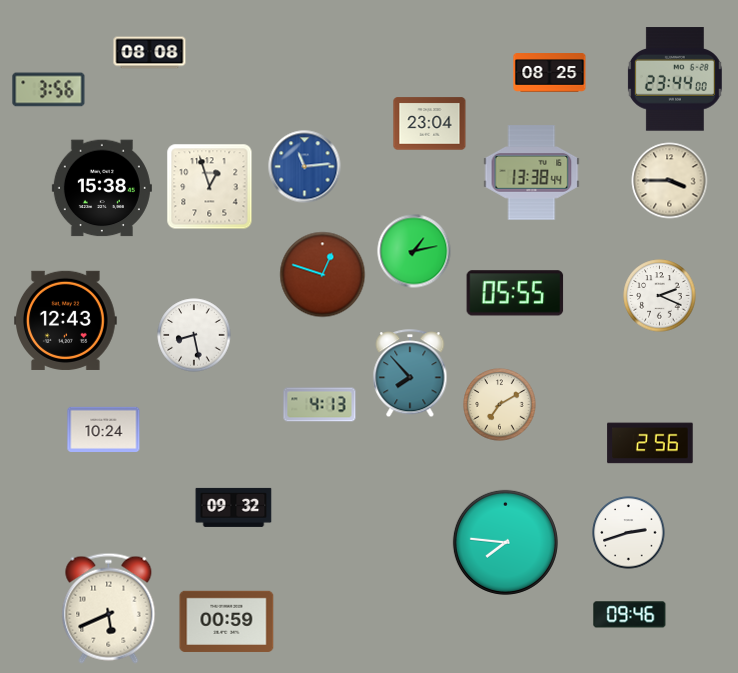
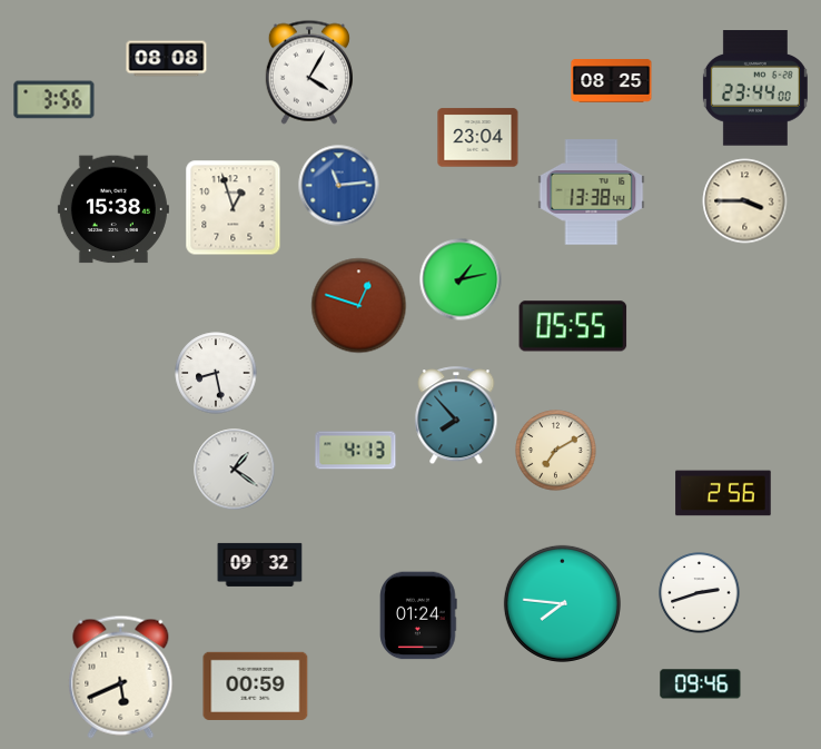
clock at (309, 72): none -> 4:05
clock at (675, 79) position: (675, 79) -> (755, 88)
clock at (660, 296): 2:19 -> none
clock at (66, 320): 12:43 -> none
clock at (235, 470): none -> 1:21
clock at (104, 429): 10:24 -> none
clock at (418, 615): none -> 01:24
clock at (227, 621) position: (227, 621) -> (256, 686)
